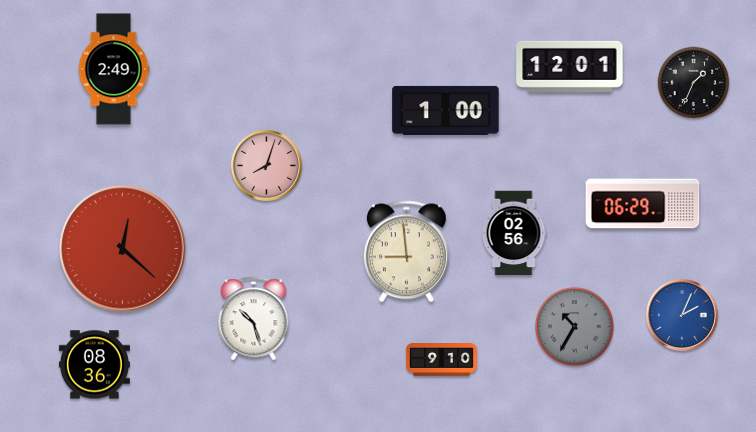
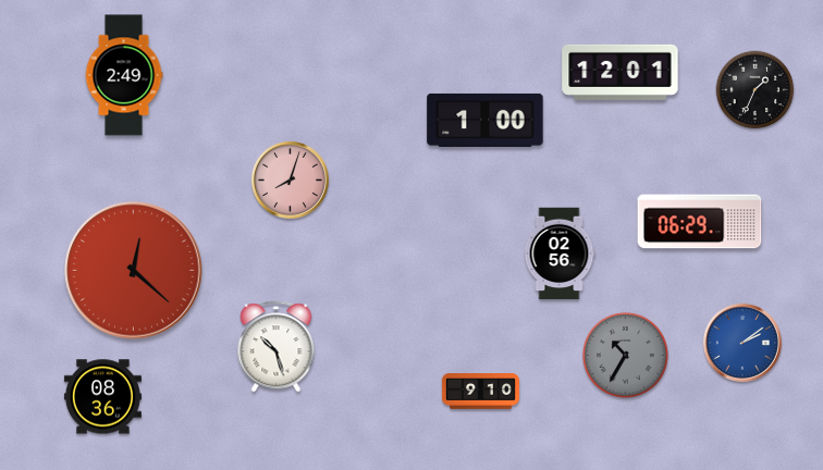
clock at (406, 252): 8:59 -> none
clock at (682, 315): 2:04 -> 2:09
